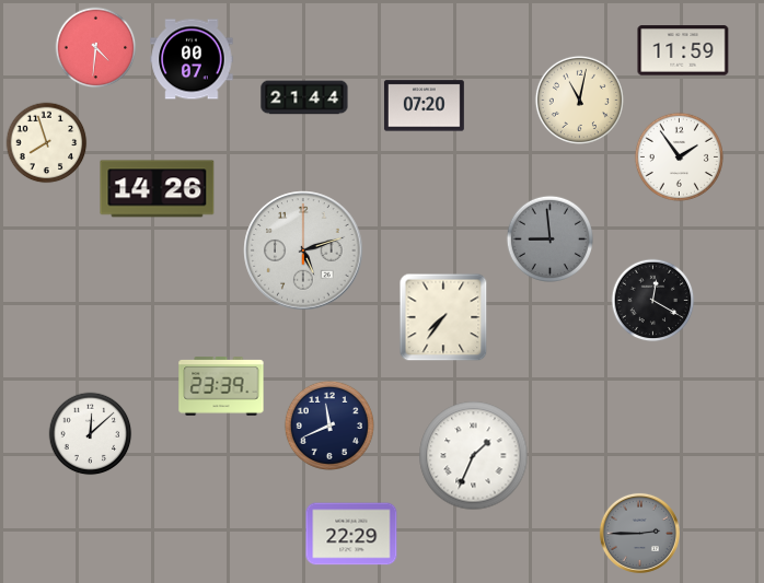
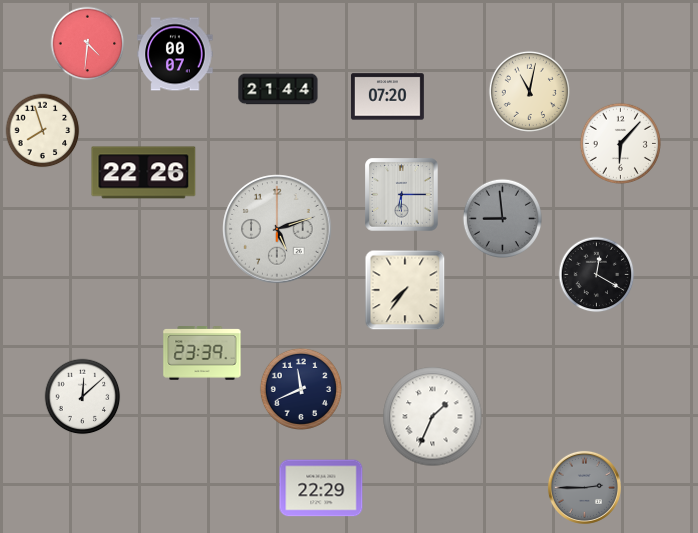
clock at (683, 50): 11:59 -> none
clock at (679, 156): 1:54 -> 6:07
clock at (158, 189): 14:26 -> 22:26
clock at (402, 195): none -> 6:15
